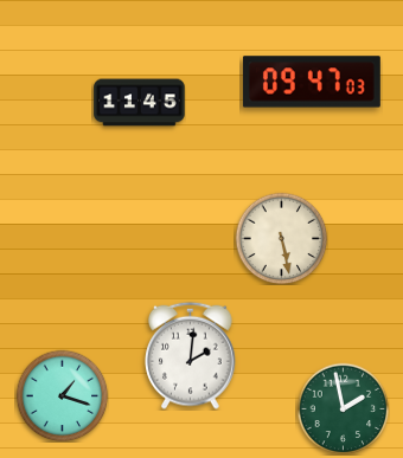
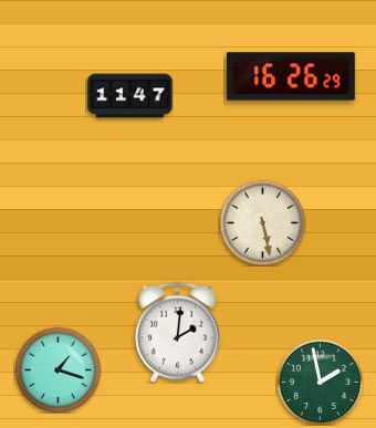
clock at (312, 82): 09:47 -> 16:26
clock at (140, 103): 11:45 -> 11:47
